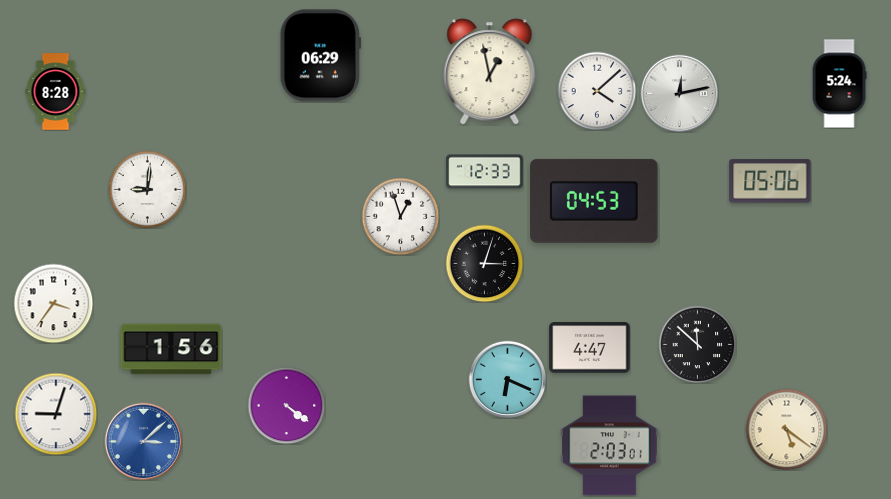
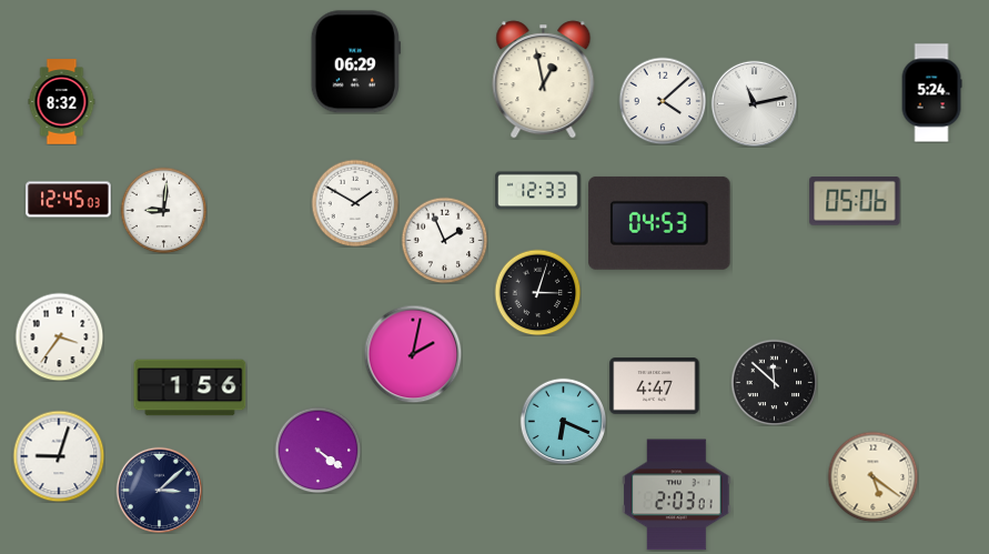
clock at (56, 92): 8:28 -> 8:32
clock at (679, 93): 12:13 -> 11:13
clock at (69, 200): none -> 12:45
clock at (355, 203): none -> 1:50
clock at (400, 216): 12:57 -> 1:56
clock at (413, 354): none -> 2:02
clock at (56, 414) position: (56, 414) -> (59, 456)
clock at (143, 441) dial: blue -> navy
